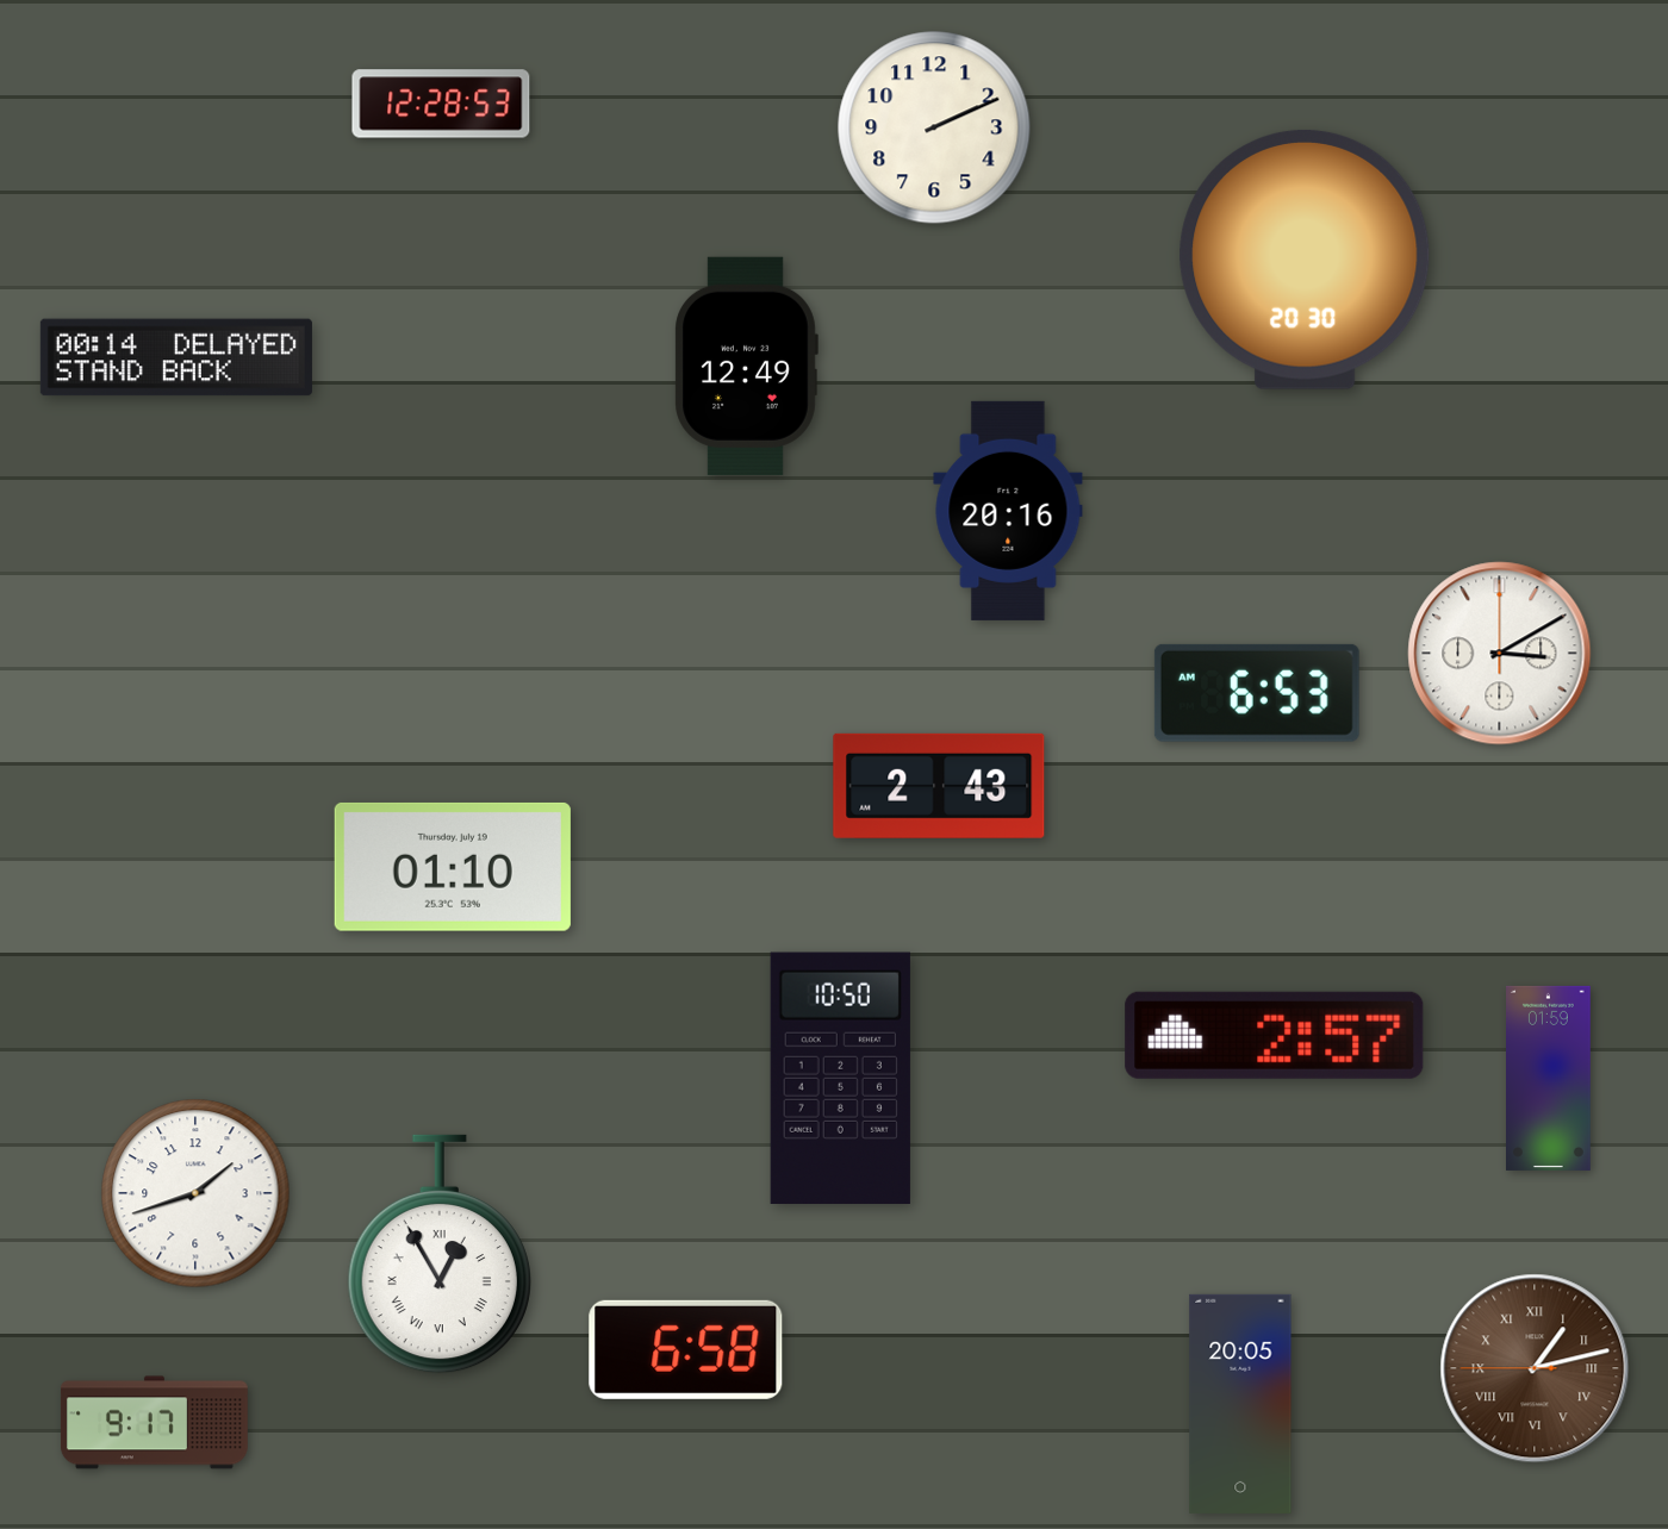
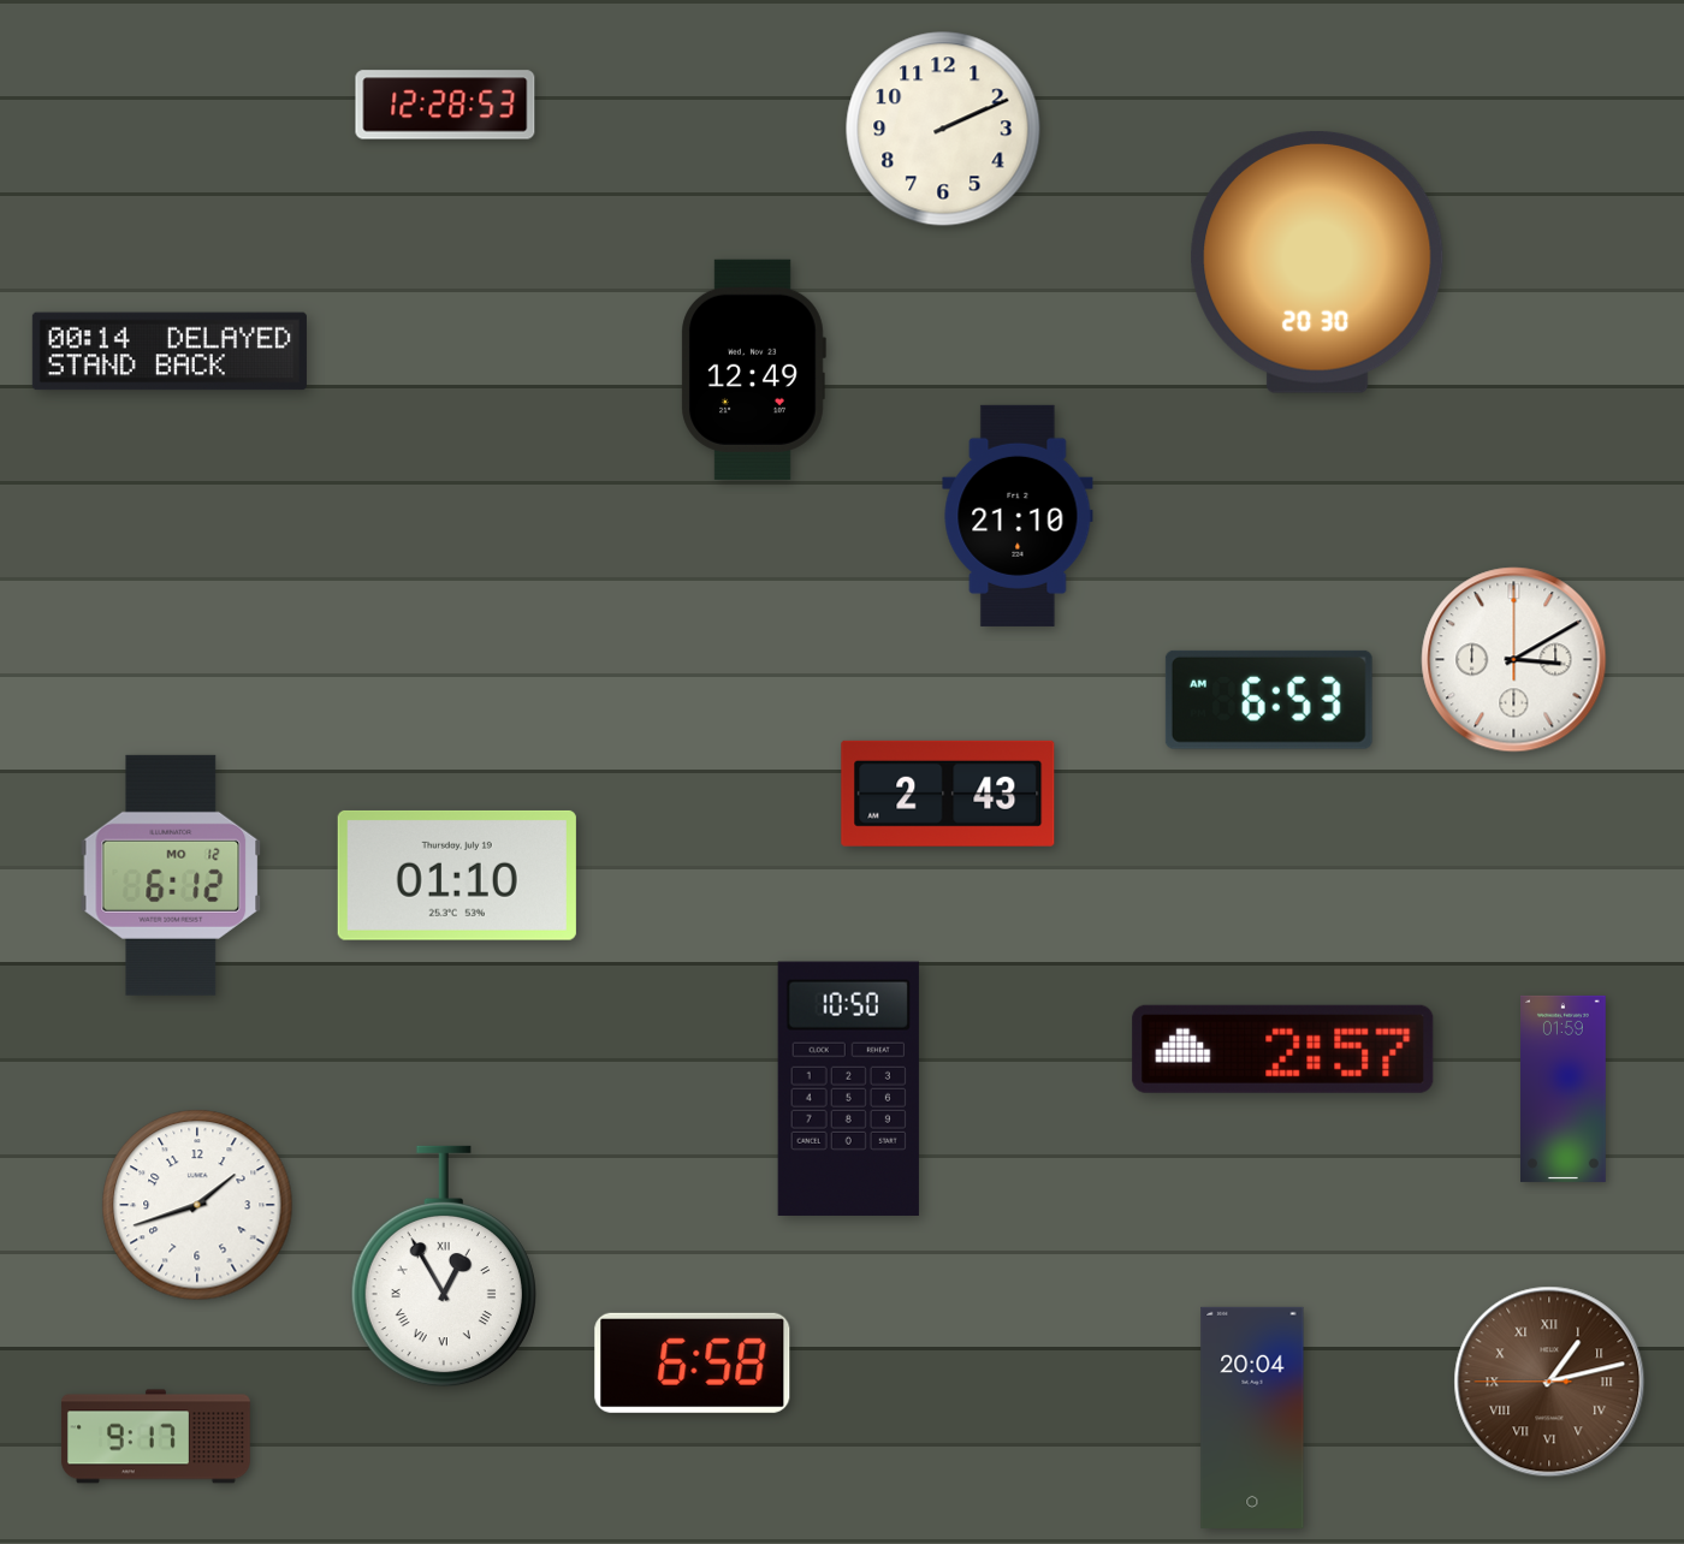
clock at (176, 357) position: (176, 357) -> (170, 351)
clock at (1008, 511): 20:16 -> 21:10
clock at (171, 875): none -> 6:12
clock at (1275, 1035) position: (1275, 1035) -> (1283, 1049)
clock at (1240, 1404): 20:05 -> 20:04
